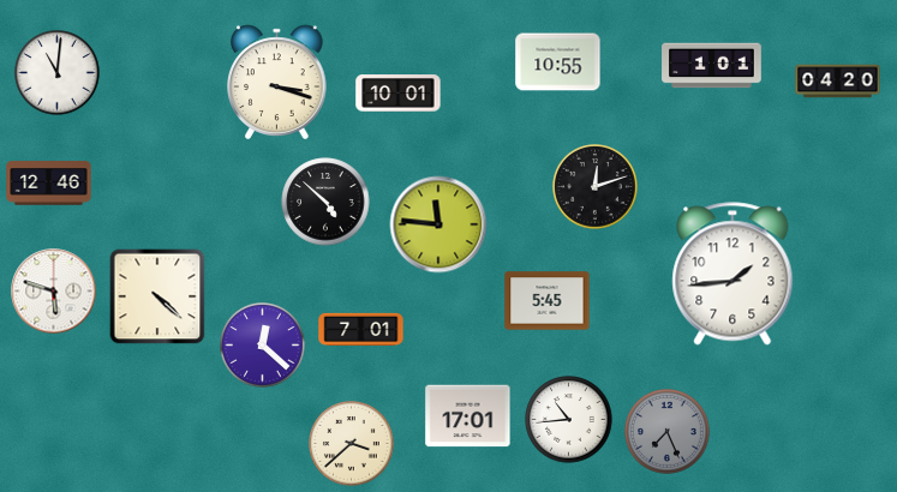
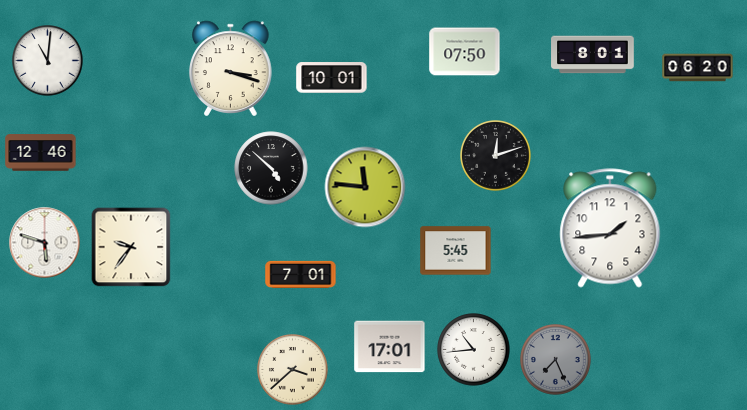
clock at (558, 62): 10:55 -> 07:50
clock at (712, 66): 1:01 -> 8:01
clock at (838, 82): 04:20 -> 06:20
clock at (157, 296): 4:22 -> 9:36
clock at (263, 346): 12:22 -> none
